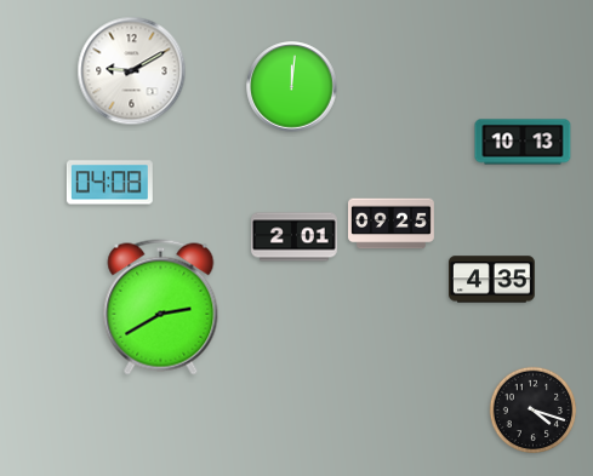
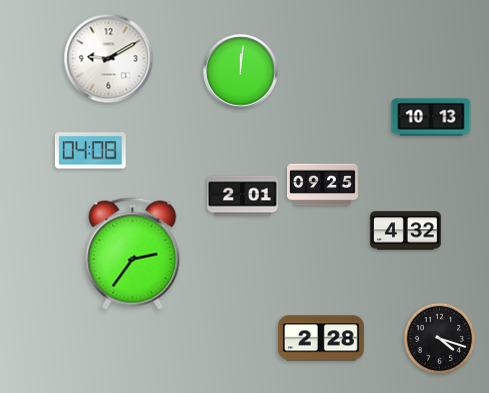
clock at (492, 280): 4:35 -> 4:32
clock at (161, 308): 2:40 -> 2:36
clock at (321, 338): none -> 2:28
